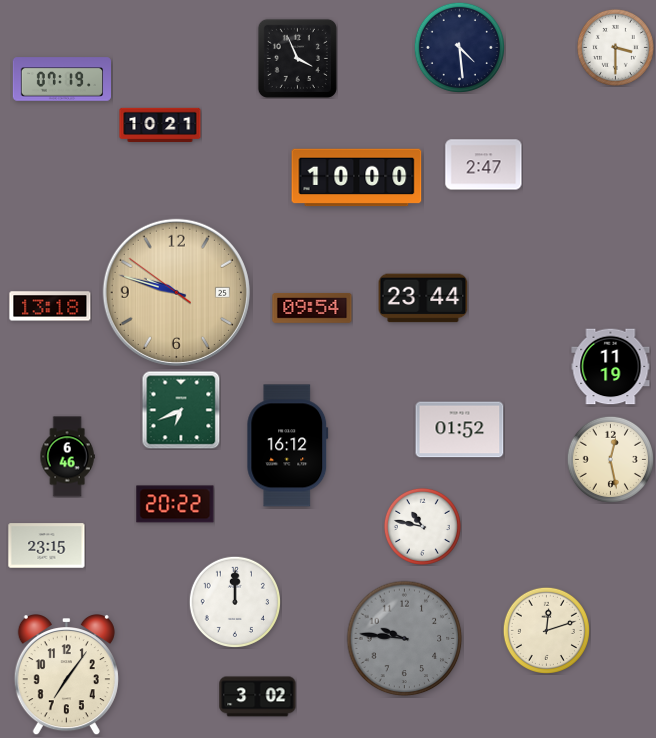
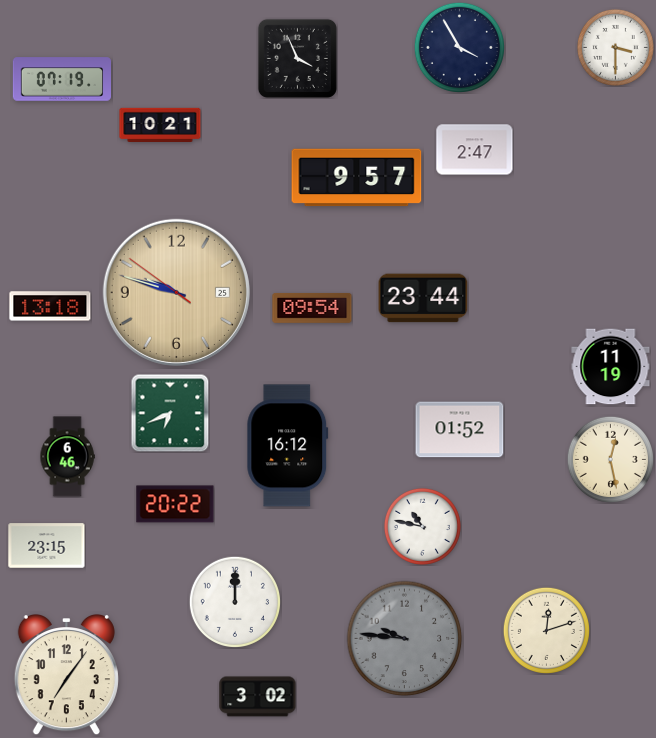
clock at (459, 47): 4:29 -> 3:55
clock at (484, 165) position: (484, 165) -> (475, 150)
clock at (357, 178): 10:00 -> 9:57
clock at (181, 410) position: (181, 410) -> (170, 413)
